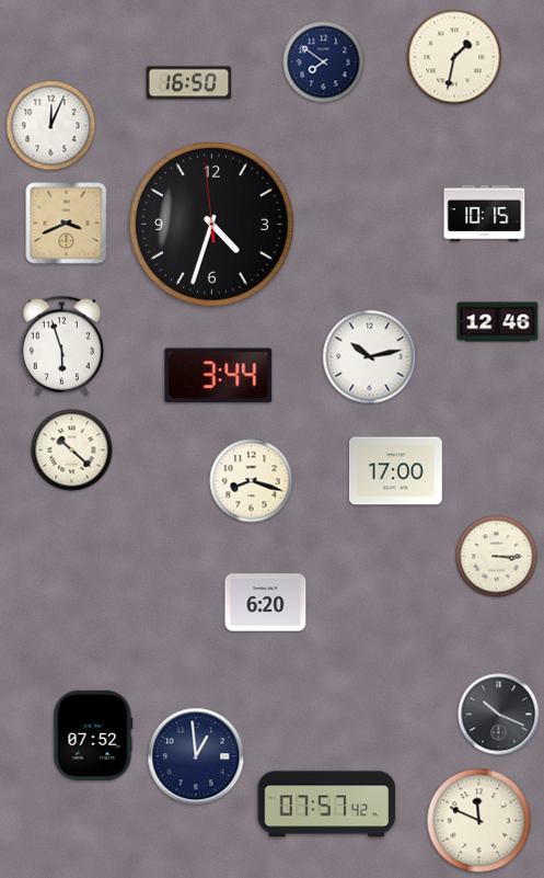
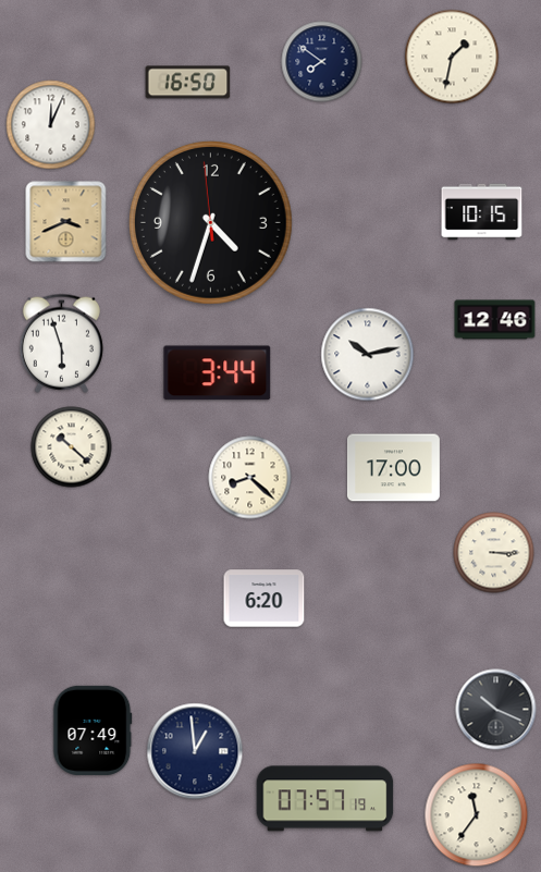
clock at (252, 481): 8:18 -> 8:22
clock at (93, 736): 07:52 -> 07:49
clock at (327, 805): 07:57:42 -> 07:57:19
clock at (479, 821): 11:49 -> 11:36
